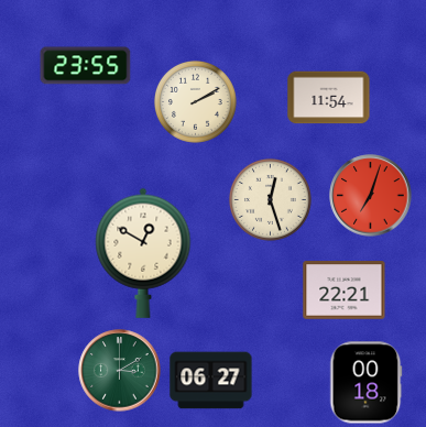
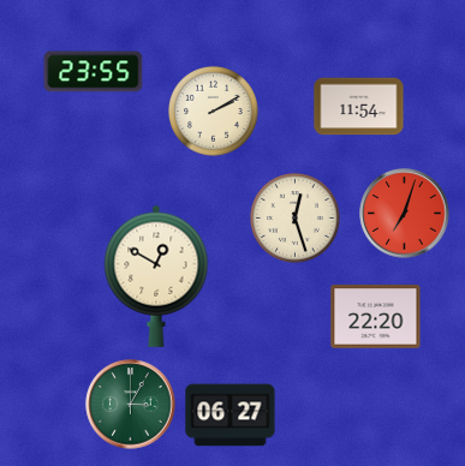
clock at (345, 291): 22:21 -> 22:20
clock at (120, 371): 3:10 -> 3:05
clock at (365, 383): 00:18 -> none
